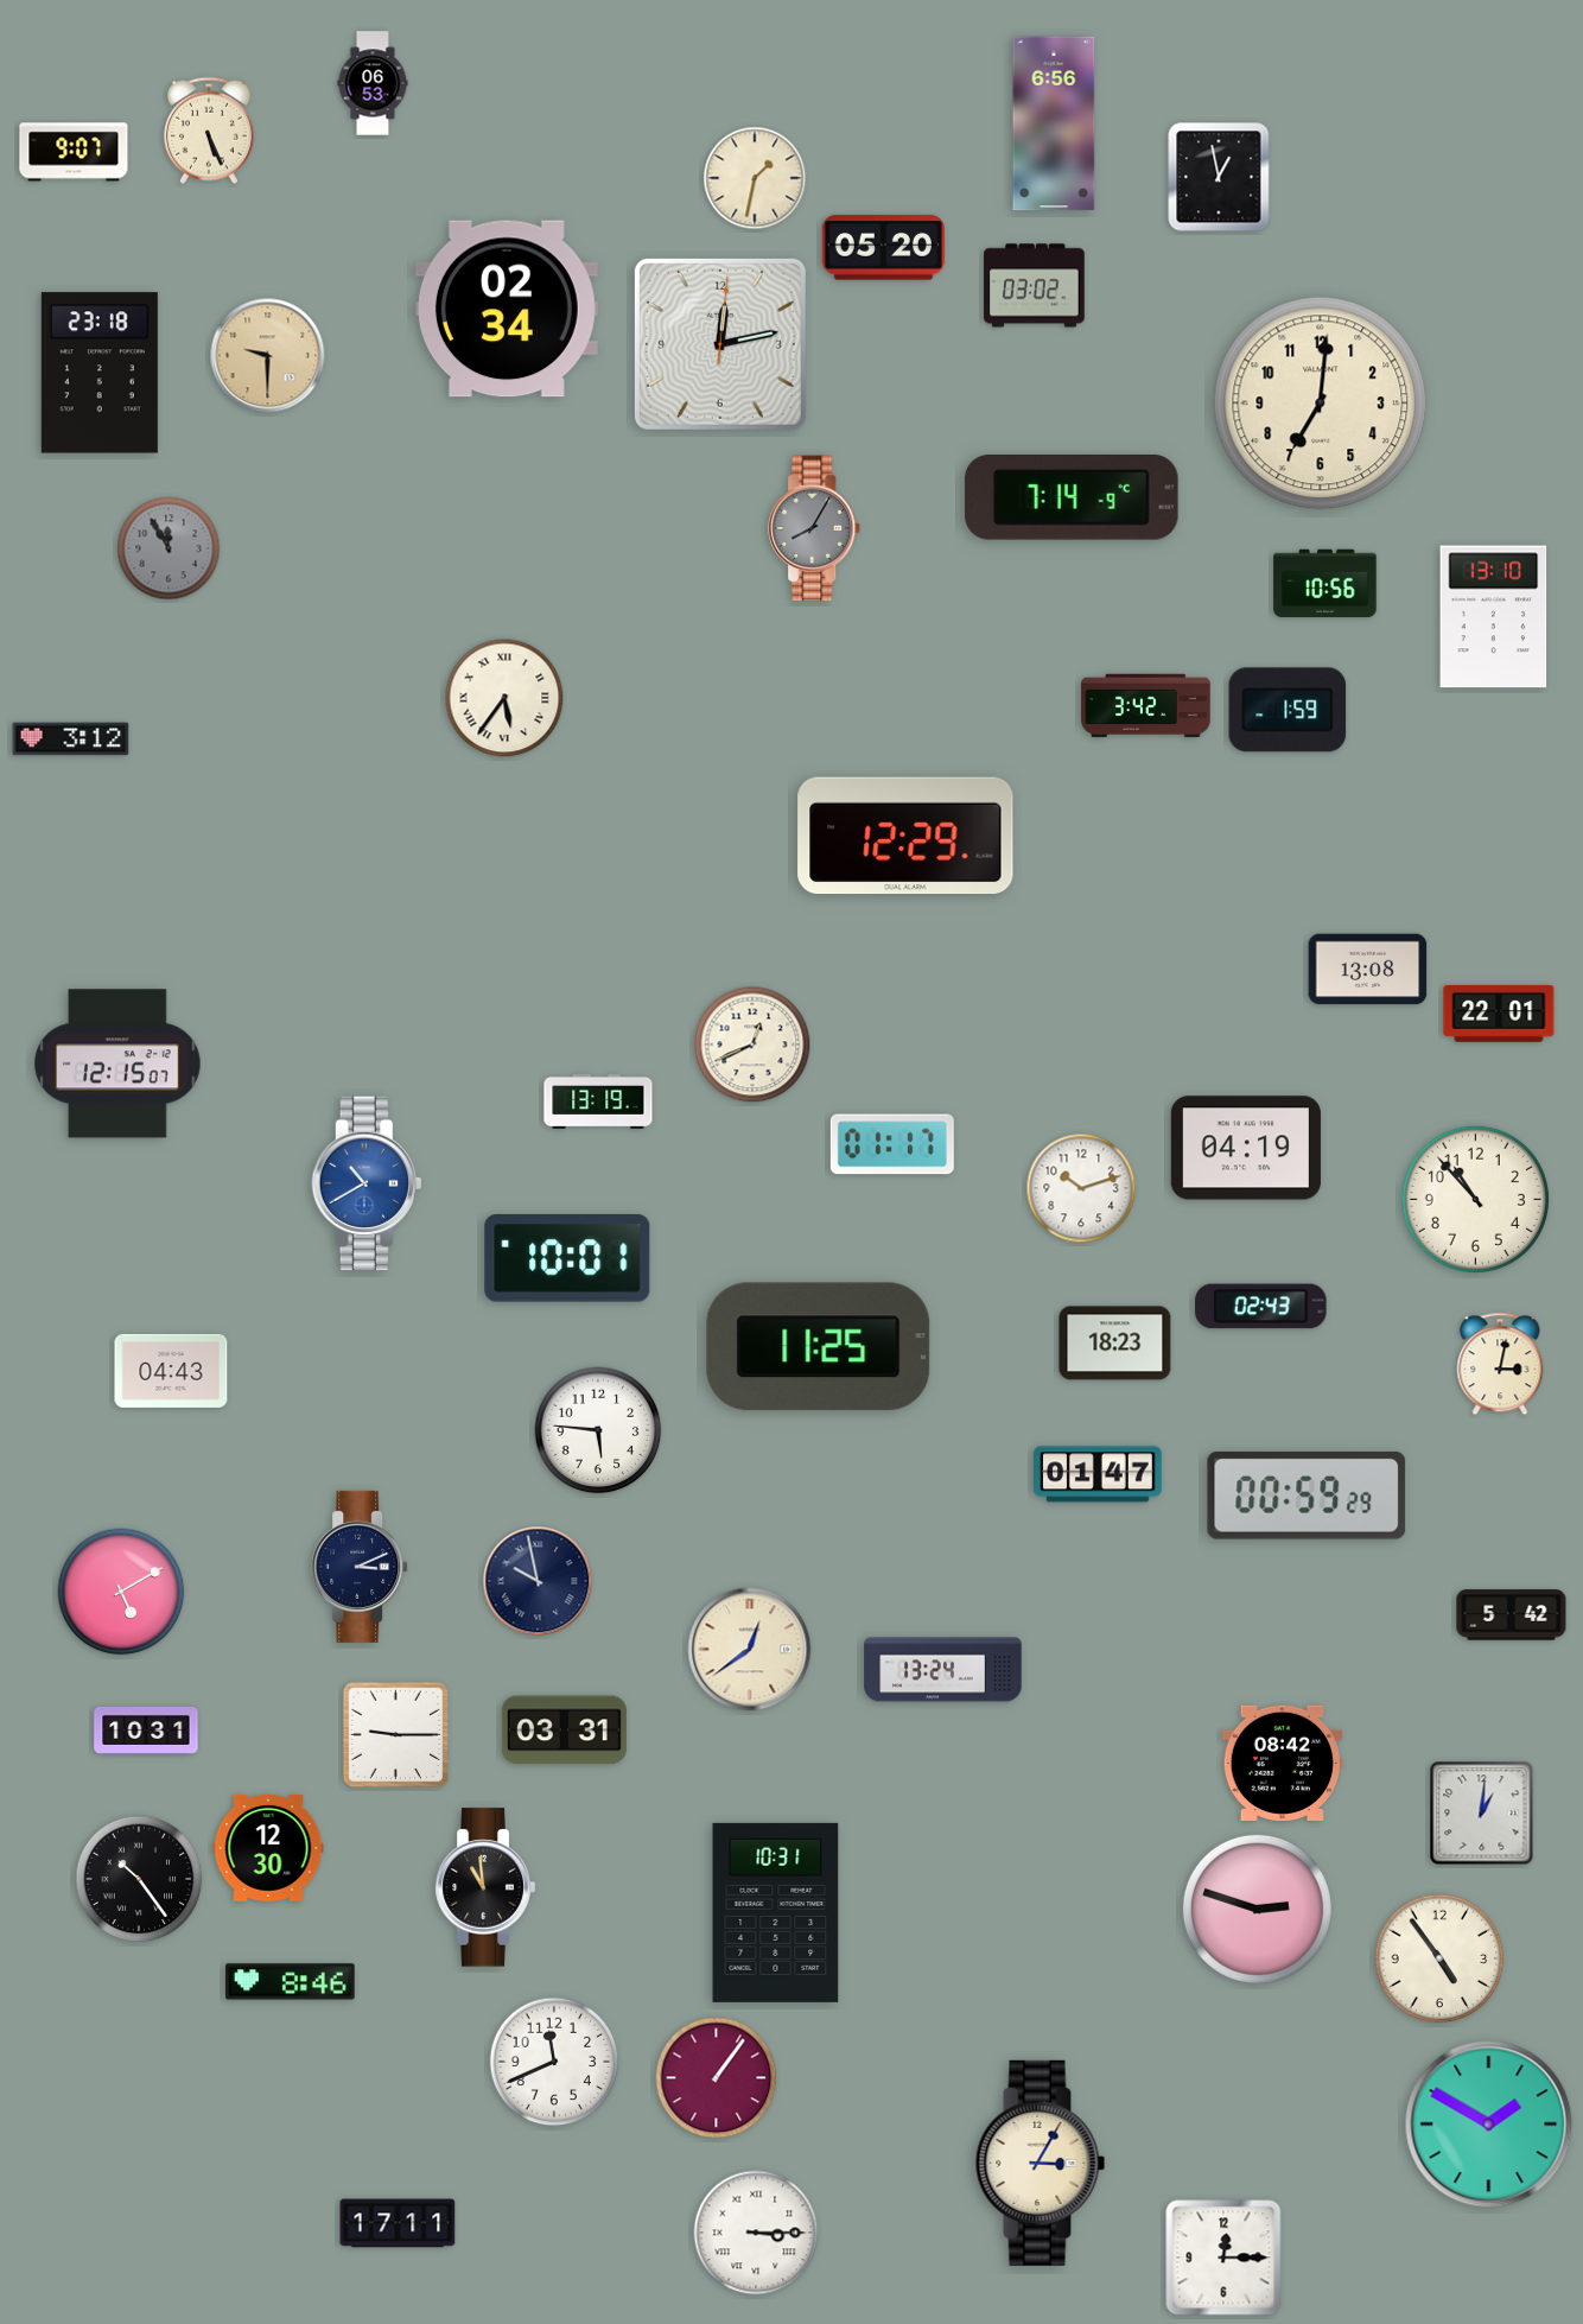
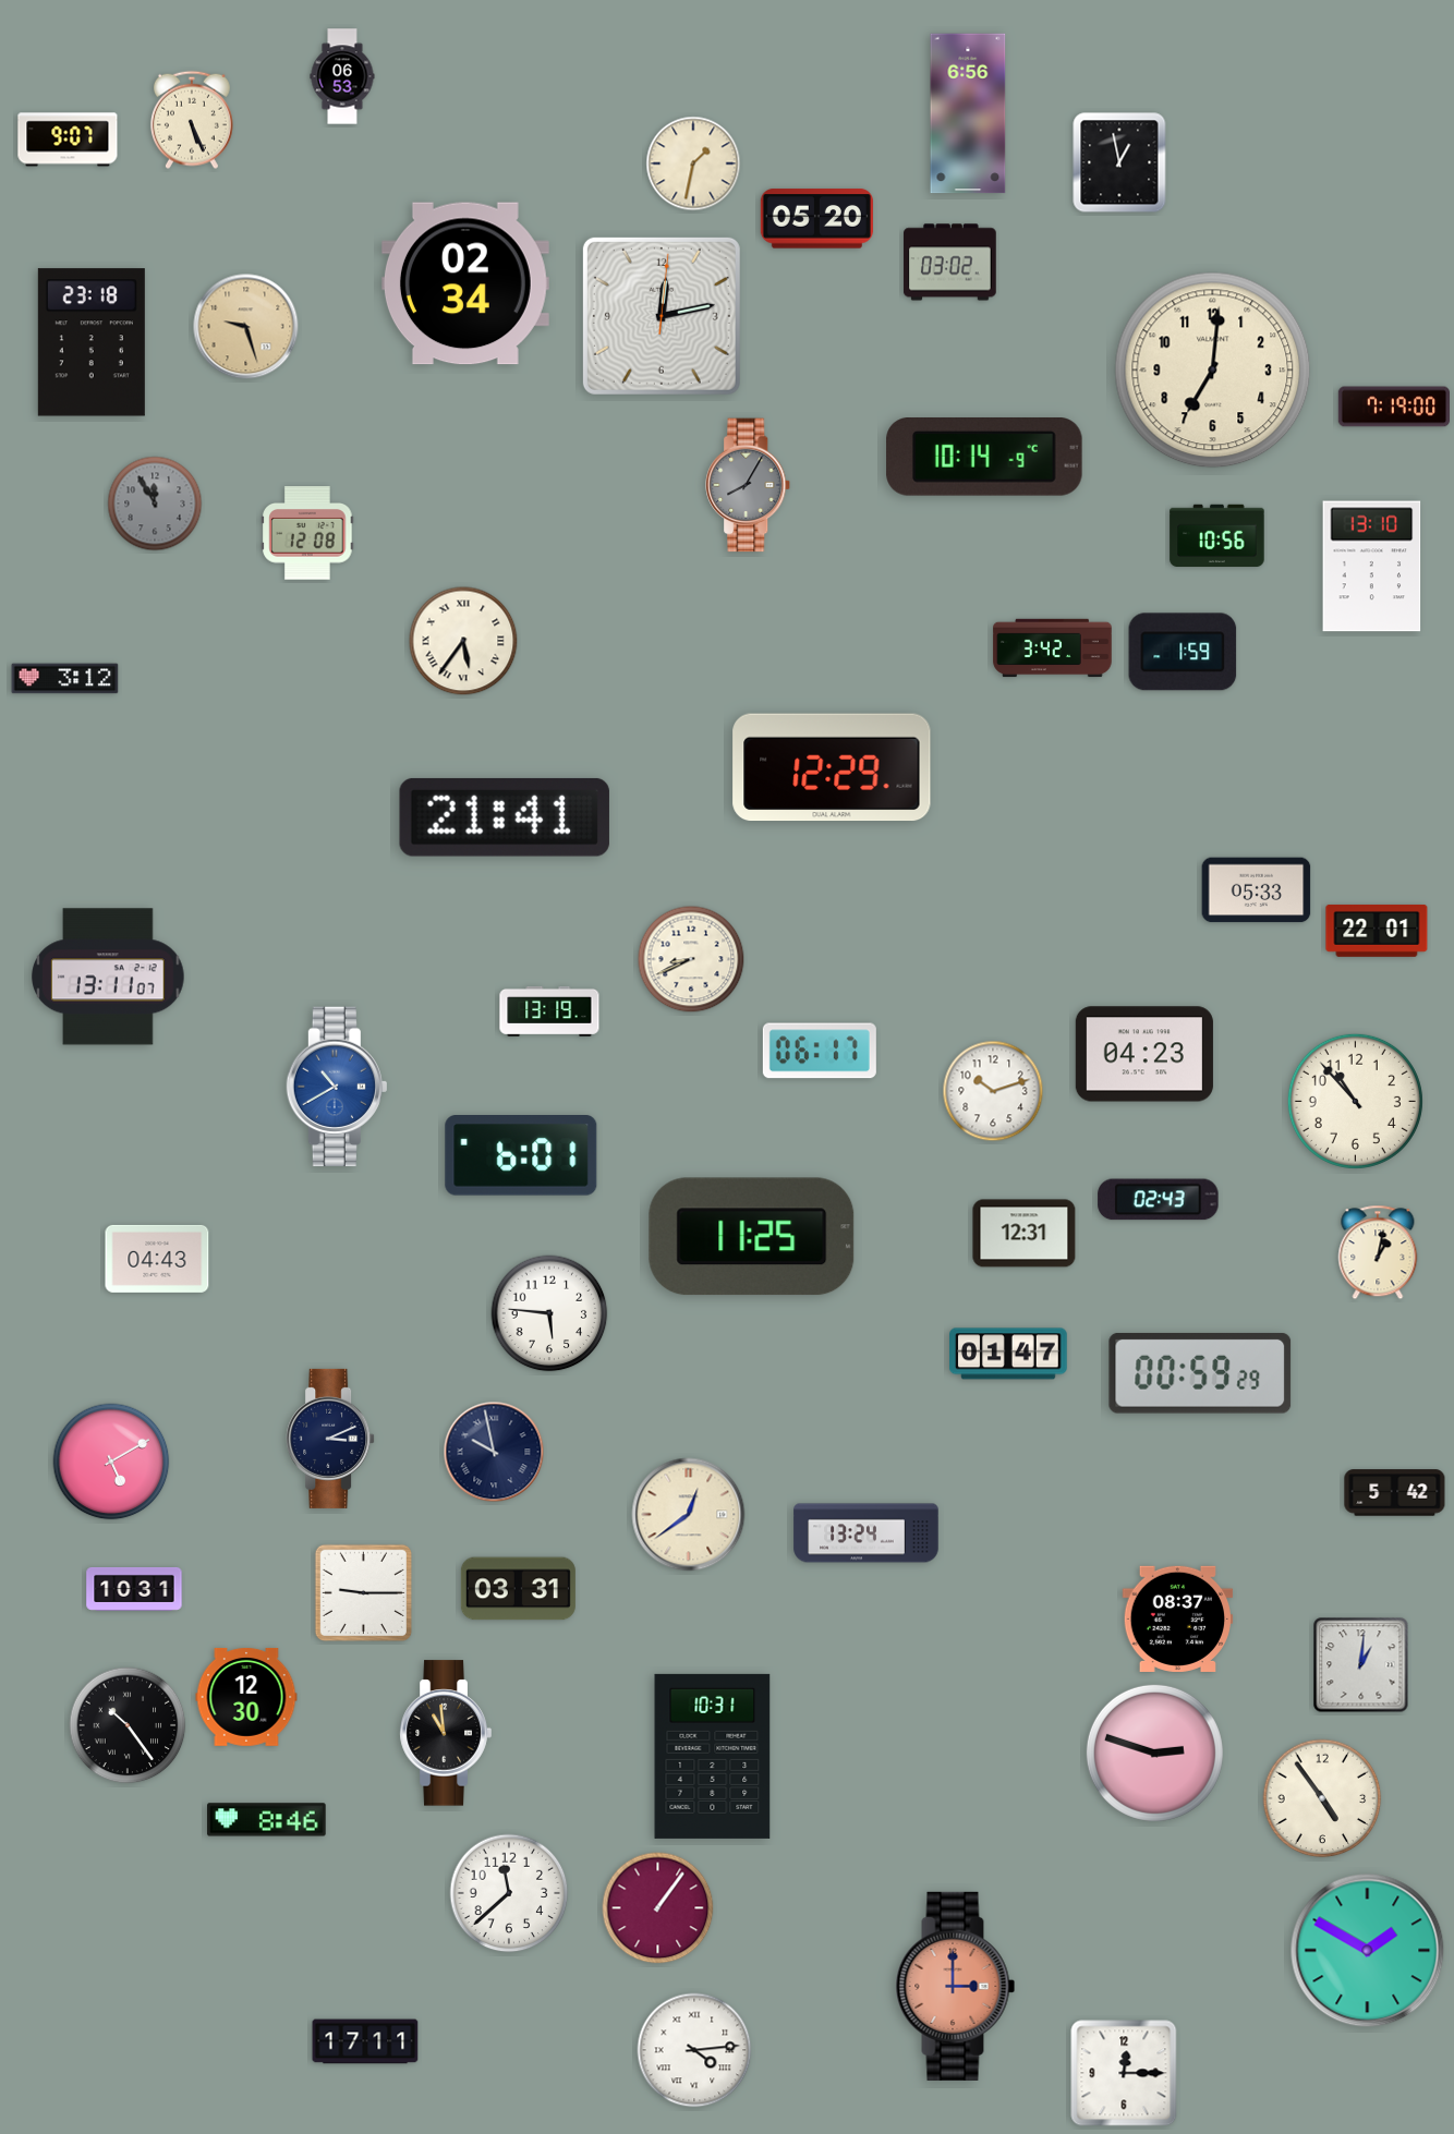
clock at (883, 248) position: (883, 248) -> (816, 219)
clock at (268, 356): 9:30 -> 9:27
clock at (1393, 407): none -> 7:19
clock at (1072, 499): 7:14 -> 10:14
clock at (307, 533): none -> 12:08
clock at (505, 817): none -> 21:41
clock at (1368, 970): 13:08 -> 05:33
clock at (752, 1044): 12:41 -> 8:41
clock at (117, 1063): 12:15 -> 13:11
clock at (892, 1144): 01:17 -> 06:17
clock at (1246, 1148): 04:19 -> 04:23
clock at (567, 1258): 10:01 -> 6:01
clock at (1115, 1344): 18:23 -> 12:31
clock at (1500, 1364): 3:02 -> 1:02
clock at (1512, 1615) position: (1512, 1615) -> (1395, 1493)
clock at (1283, 1763): 08:42 -> 08:37
clock at (554, 2062): 11:41 -> 11:38
clock at (1041, 2163): 3:05 -> 3:00
clock at (1041, 2163) dial: cream -> salmon
clock at (756, 2233): 3:15 -> 4:14
